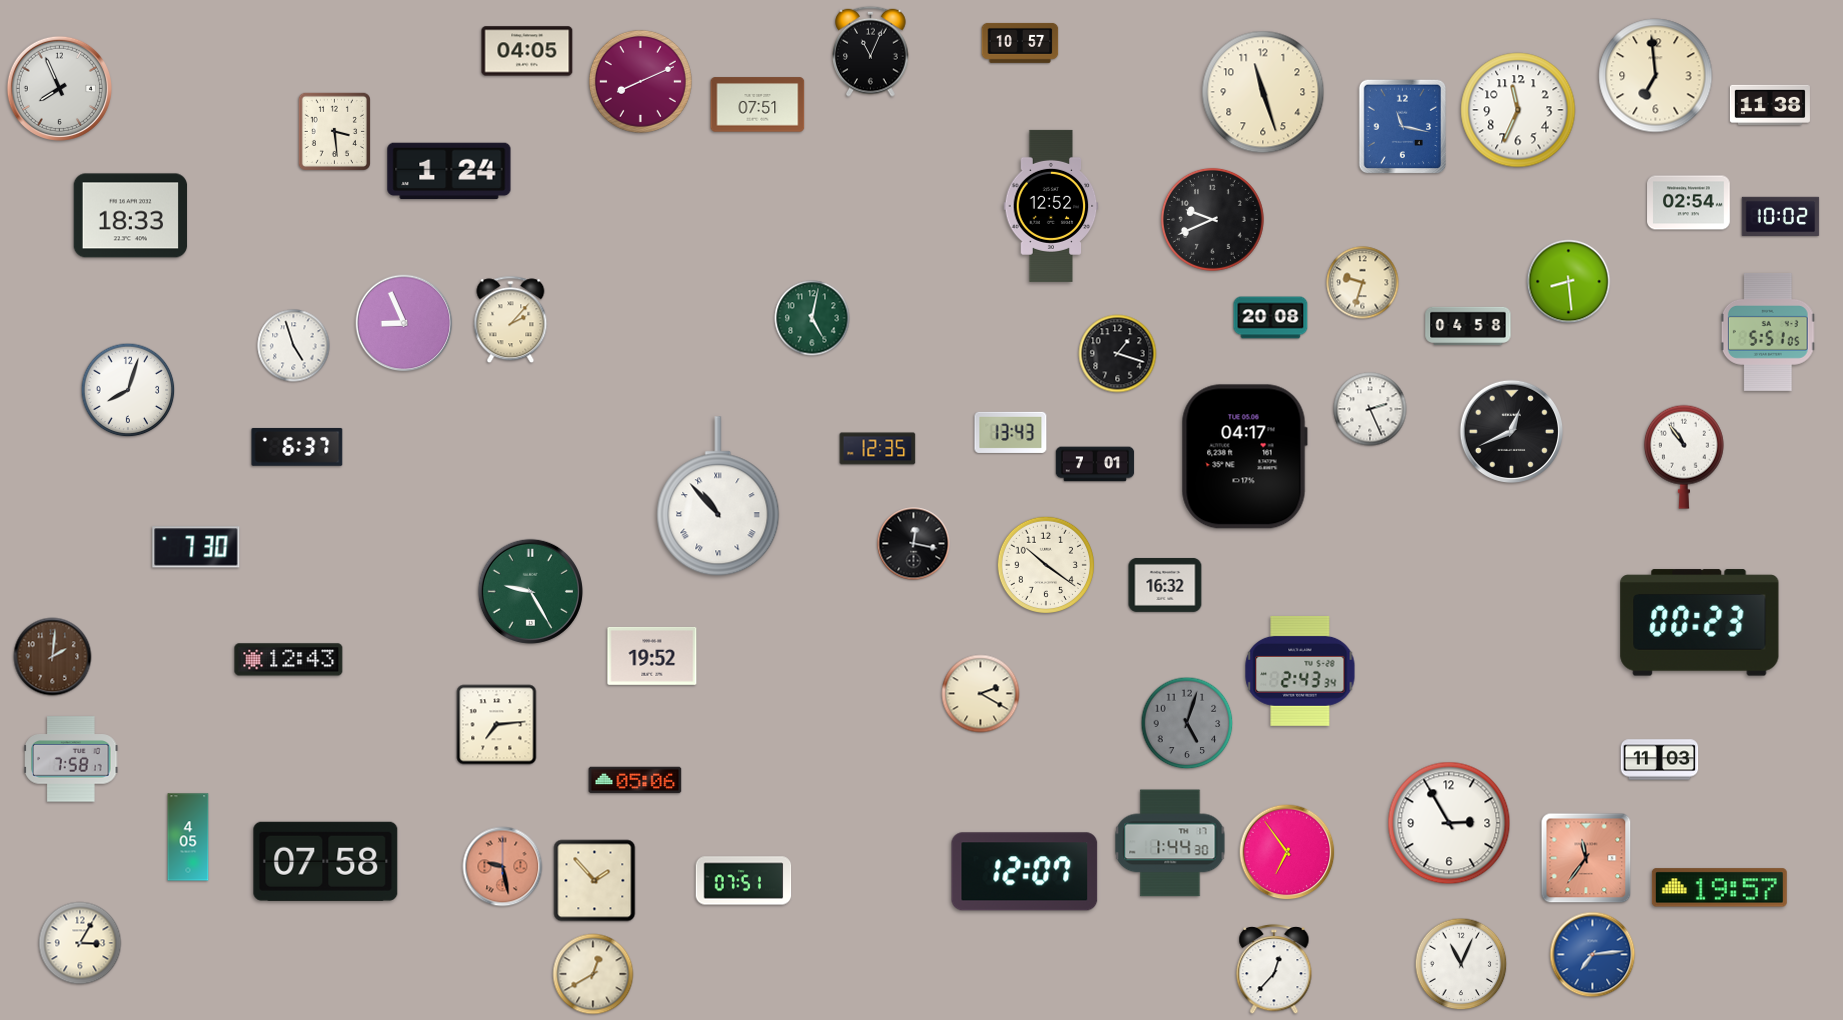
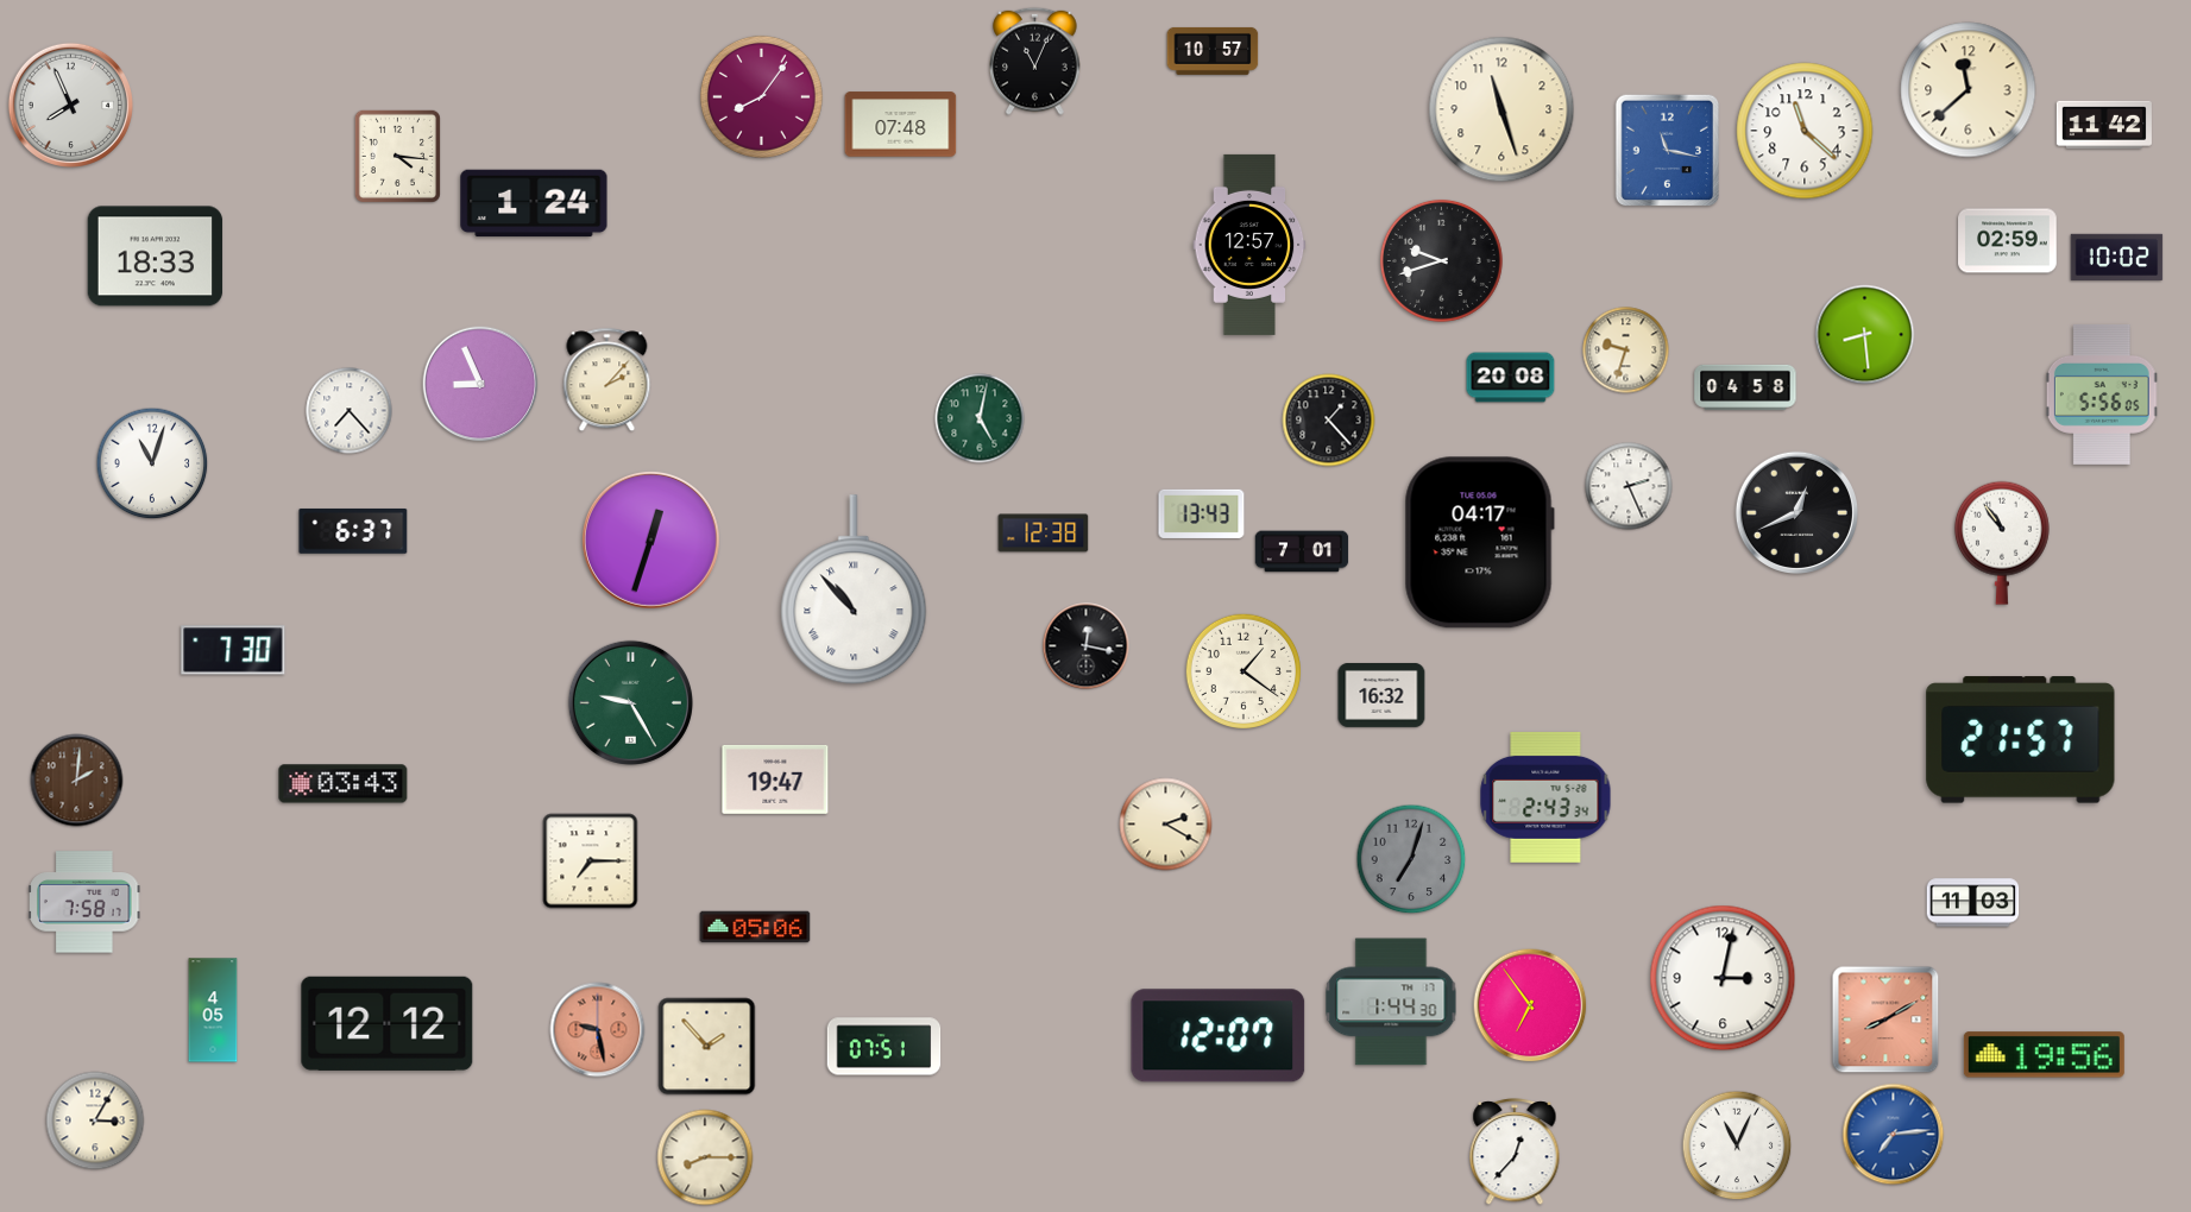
clock at (527, 51): 04:05 -> none
clock at (1656, 76): 6:59 -> 11:38
clock at (640, 81): 8:11 -> 8:06
clock at (758, 105): 07:51 -> 07:48
clock at (1770, 105): 11:38 -> 11:42
clock at (1518, 110): 11:34 -> 11:22
clock at (334, 131): 3:29 -> 4:16
clock at (1689, 203): 02:54 -> 02:59
clock at (1051, 206): 12:52 -> 12:57
clock at (1212, 219): 9:41 -> 9:42
clock at (1363, 283) position: (1363, 283) -> (1626, 351)
clock at (812, 318) position: (812, 318) -> (980, 418)
clock at (1768, 332): 5:51 -> 5:56
clock at (294, 346): 4:57 -> 7:23
clock at (1118, 354): 1:18 -> 1:23
clock at (128, 390): 8:03 -> 11:03
clock at (878, 449): 12:35 -> 12:38
clock at (650, 539): none -> 12:33
clock at (1045, 564): 10:21 -> 1:21
clock at (1165, 585) position: (1165, 585) -> (1381, 695)
clock at (1700, 623): 00:23 -> 21:57
clock at (652, 656): 19:52 -> 19:47
clock at (53, 657) position: (53, 657) -> (77, 781)
clock at (289, 660): 12:43 -> 03:43
clock at (1187, 723): 5:03 -> 7:03
clock at (497, 725): 7:14 -> 7:15
clock at (1449, 823): 2:55 -> 3:02
clock at (188, 837) position: (188, 837) -> (213, 1010)
clock at (1287, 852) position: (1287, 852) -> (1530, 1005)
clock at (1586, 858): 11:36 -> 8:10
clock at (326, 861): 07:58 -> 12:12
clock at (1719, 888): 19:57 -> 19:56
clock at (593, 974): 12:40 -> 8:15
